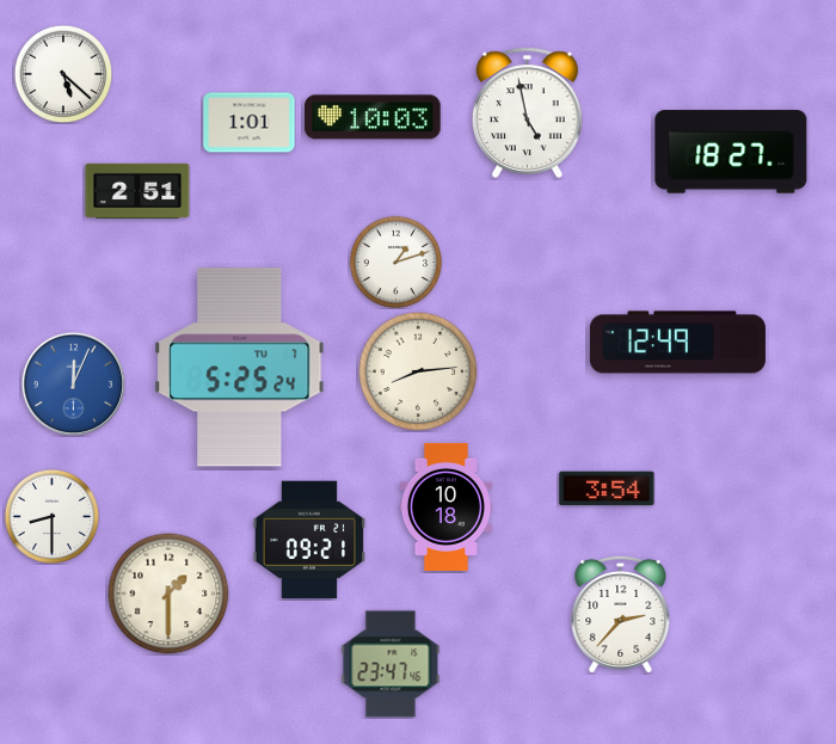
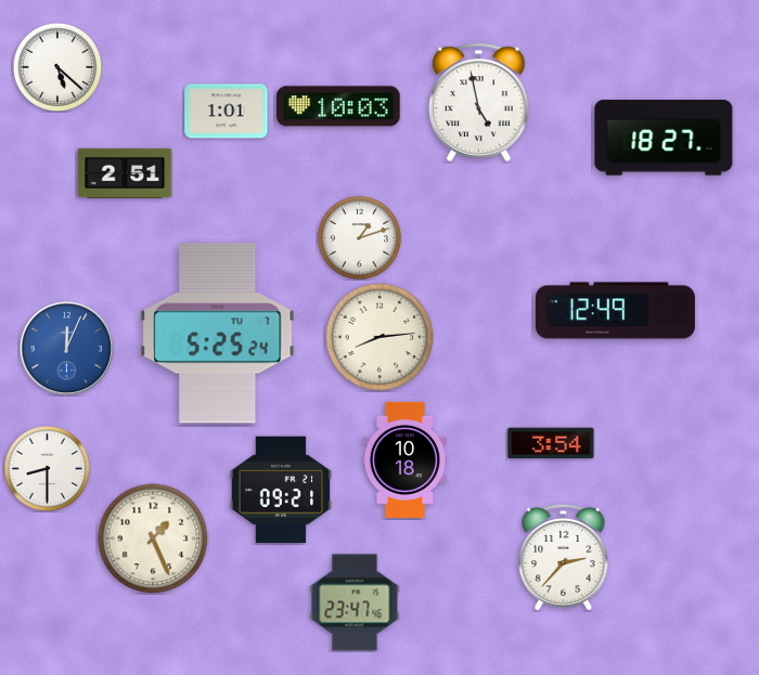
clock at (168, 594): 1:30 -> 1:26
